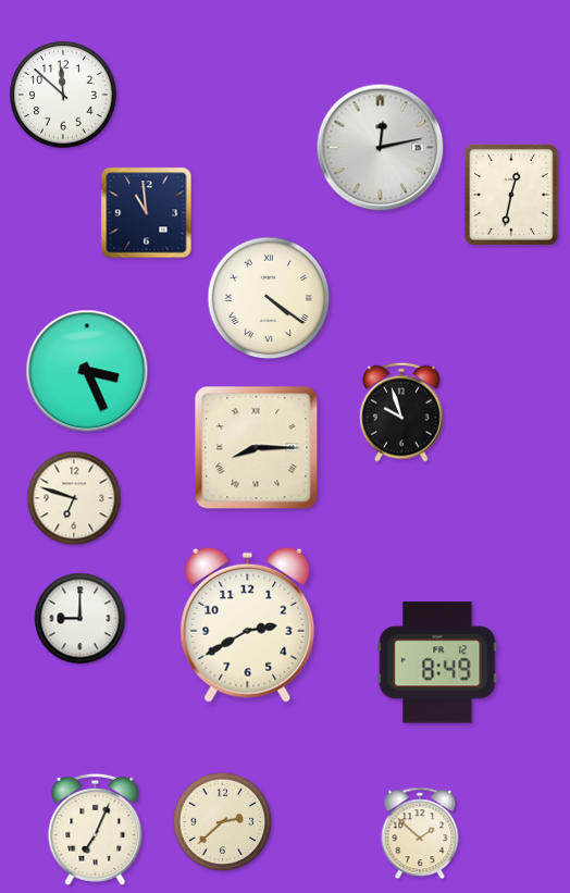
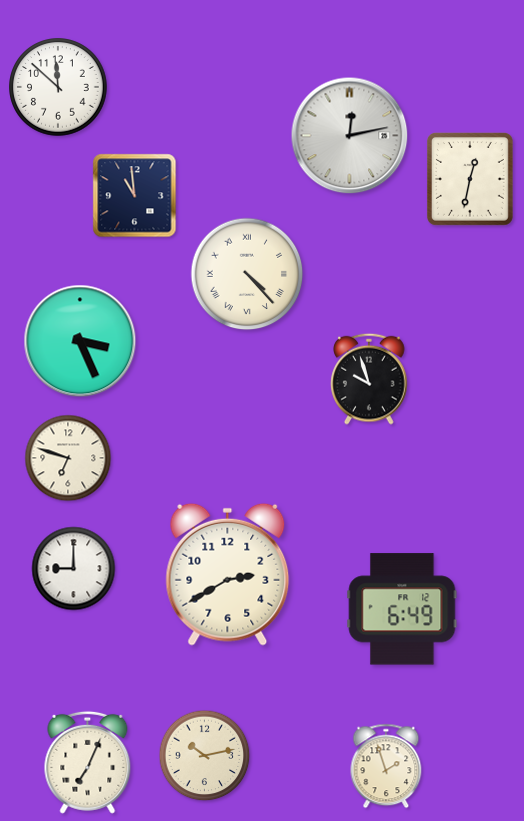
clock at (269, 298): 4:21 -> 4:23
clock at (257, 448): 8:15 -> none
clock at (437, 662): 8:49 -> 6:49
clock at (223, 822): 2:38 -> 10:13
clock at (420, 833): 1:52 -> 1:57
